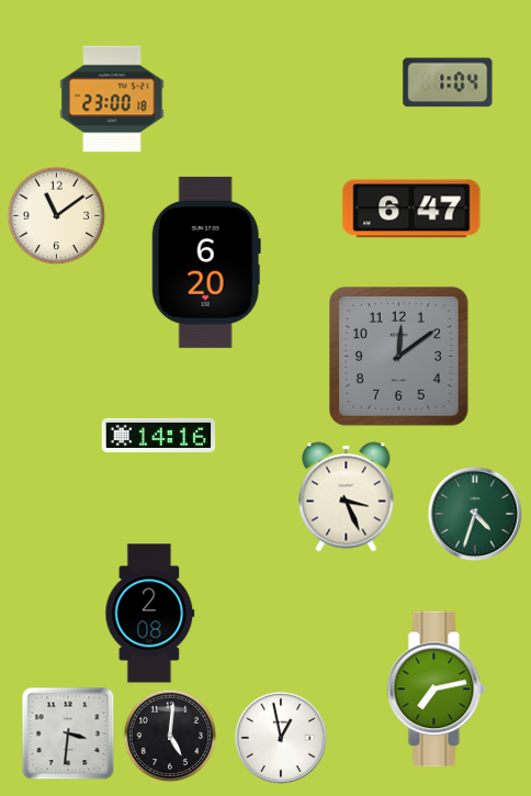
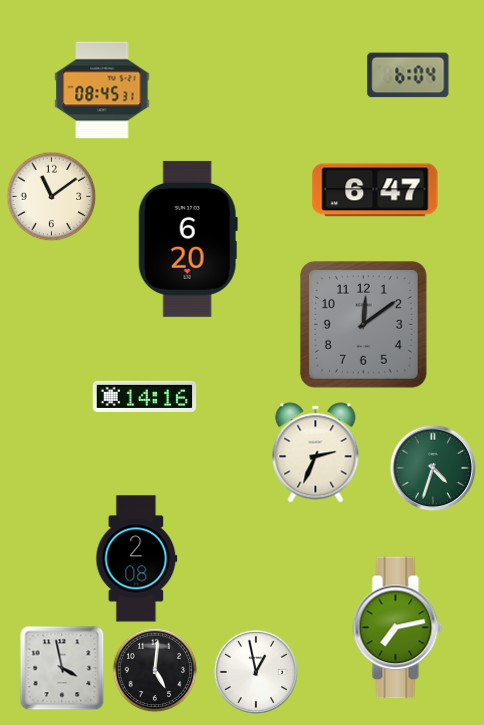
clock at (448, 82): 1:04 -> 6:04
clock at (112, 99): 23:00 -> 08:45
clock at (347, 497): 3:26 -> 2:34
clock at (68, 733): 3:31 -> 3:58
